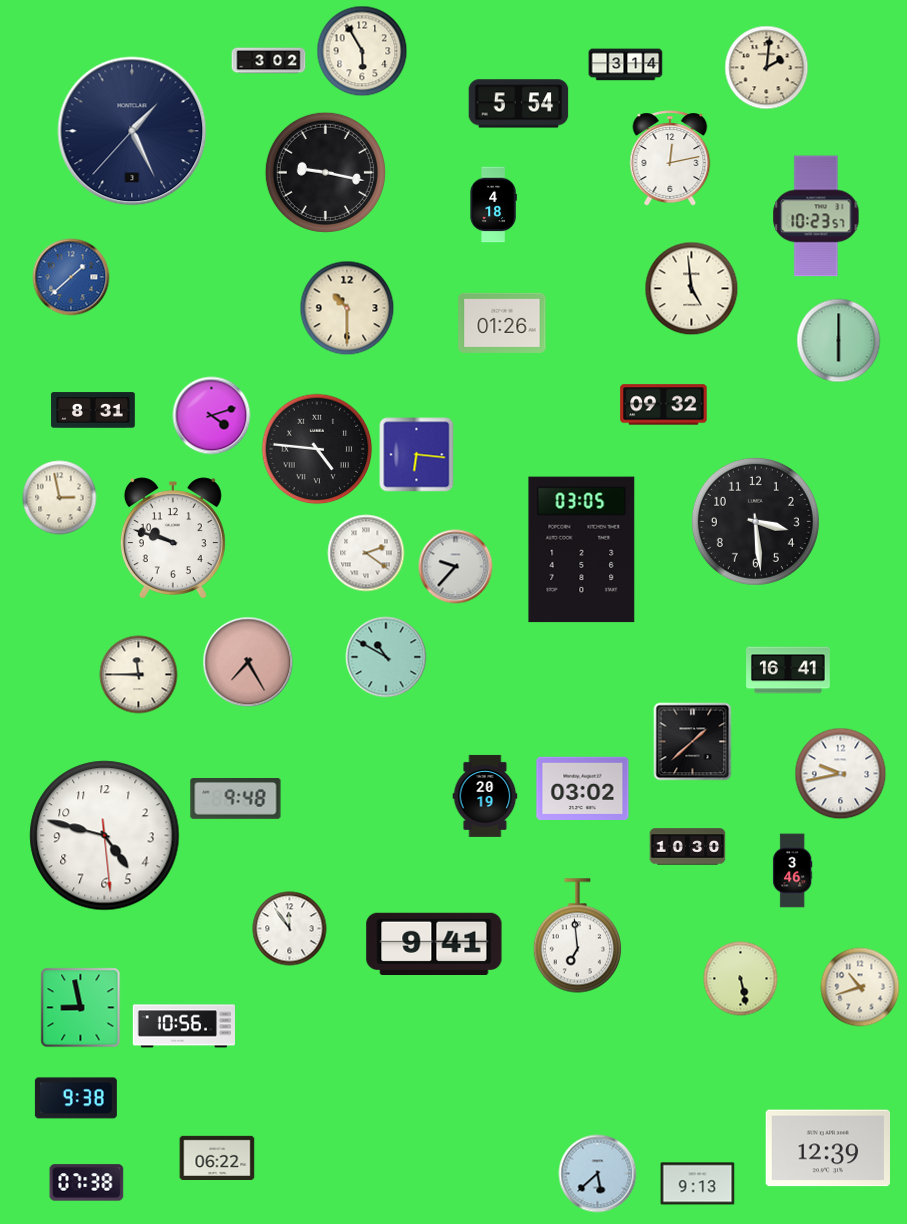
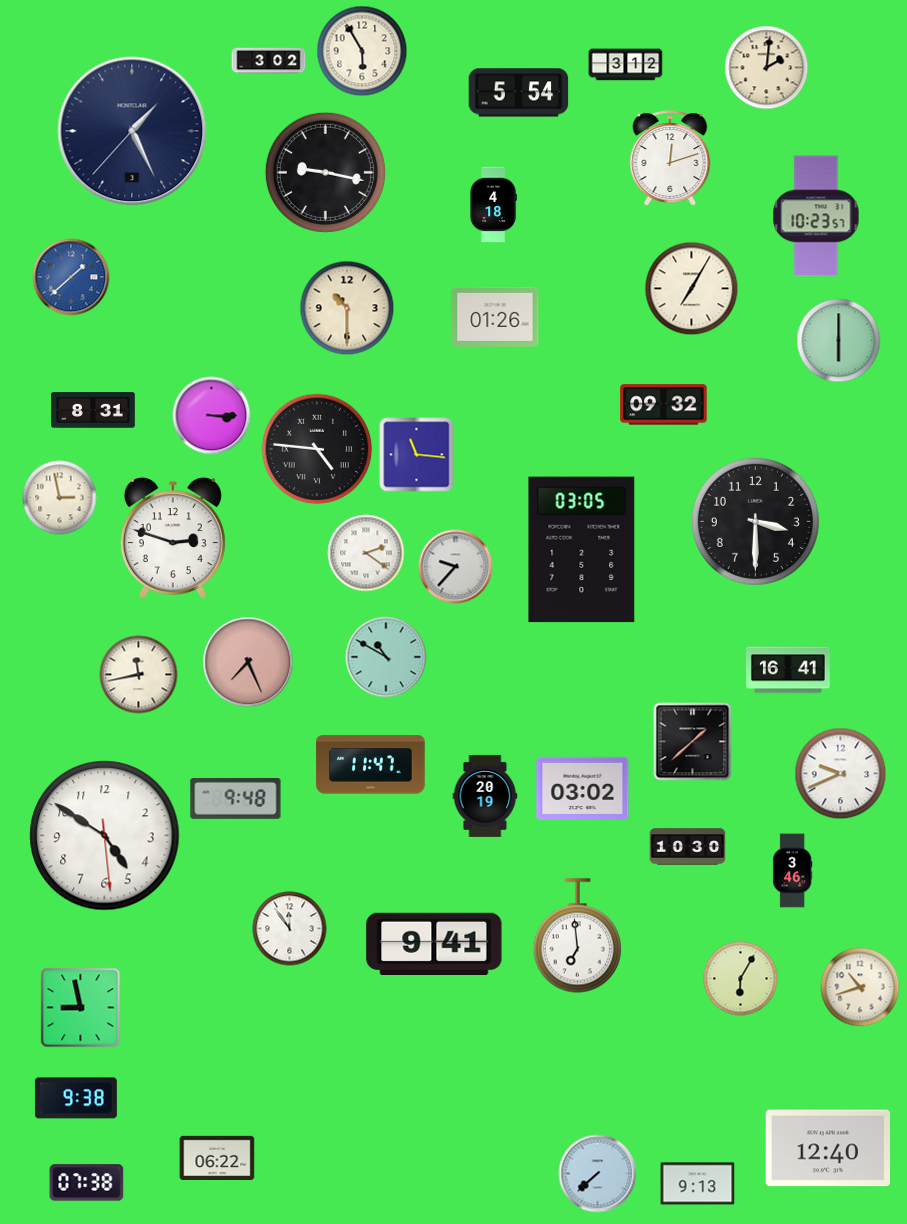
clock at (626, 65): 3:14 -> 3:12
clock at (519, 104) position: (519, 104) -> (519, 93)
clock at (670, 158): 12:13 -> 12:12
clock at (692, 289): 4:59 -> 7:05
clock at (502, 323) position: (502, 323) -> (495, 317)
clock at (212, 416): 4:12 -> 3:15
clock at (417, 455): 6:16 -> 11:16
clock at (755, 521): 3:29 -> 3:30
clock at (173, 539): 9:48 -> 2:48
clock at (248, 662): 7:25 -> 7:26
clock at (139, 675): 11:45 -> 11:43
clock at (371, 765): none -> 11:47
clock at (841, 774): 9:43 -> 9:41
clock at (105, 836): 4:47 -> 4:50
clock at (741, 979): 5:28 -> 6:05
clock at (183, 1026): 10:56 -> none
clock at (827, 1148): 12:39 -> 12:40
clock at (598, 1174): 5:38 -> 7:38
